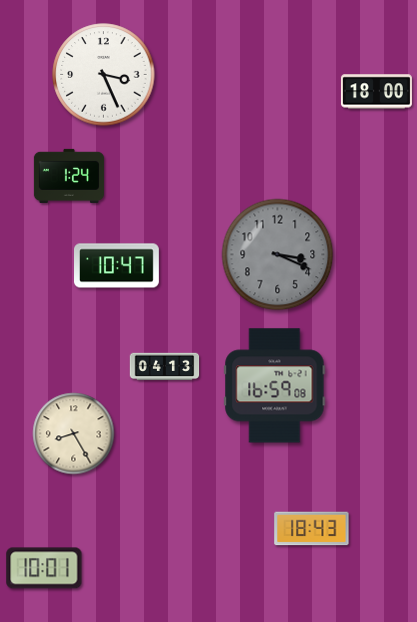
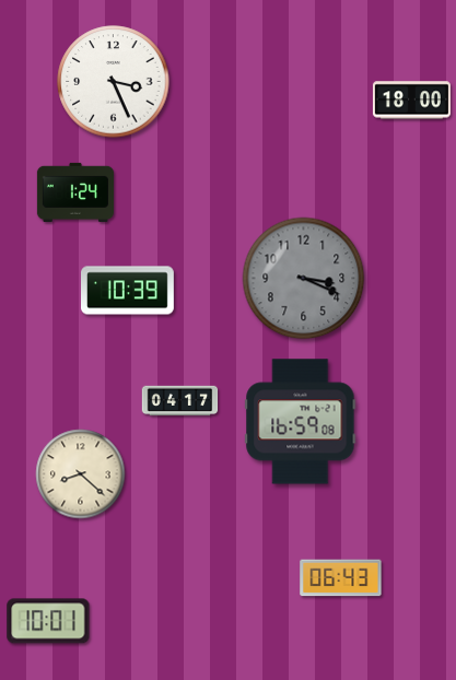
clock at (117, 266): 10:47 -> 10:39
clock at (165, 367): 04:13 -> 04:17
clock at (74, 434): 8:25 -> 8:22
clock at (312, 529): 18:43 -> 06:43
